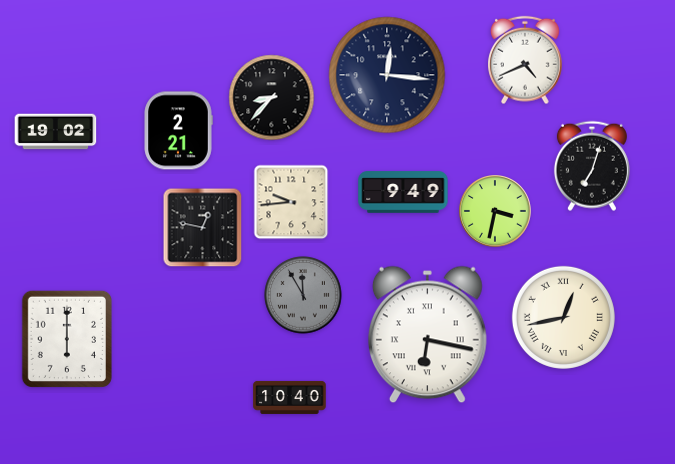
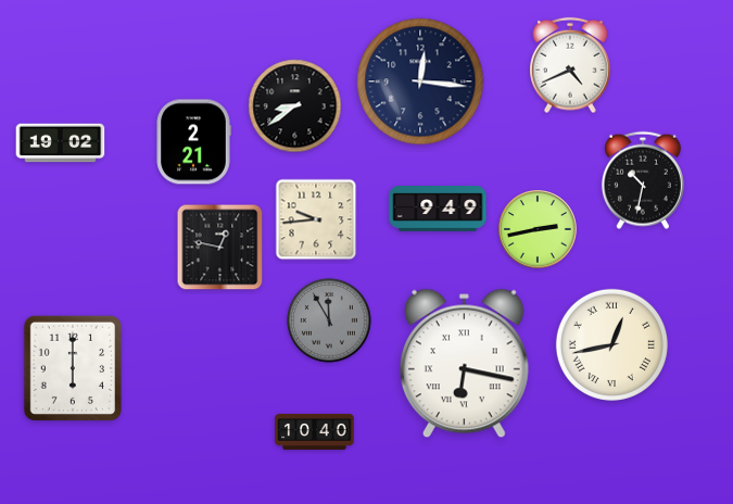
clock at (272, 98): 8:37 -> 8:39
clock at (592, 166): 7:03 -> 10:32
clock at (496, 212): 3:32 -> 2:43
